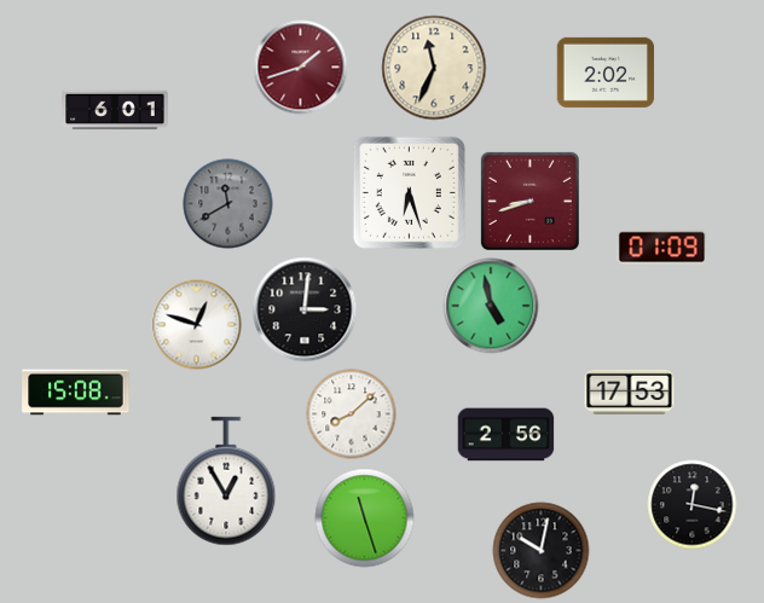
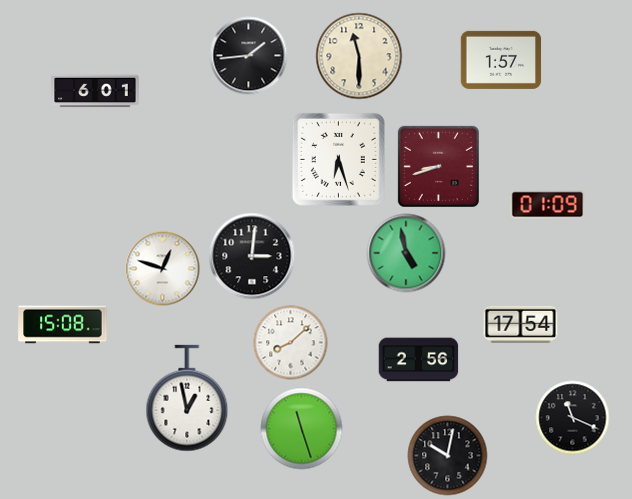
clock at (301, 68): 1:42 -> 1:44
clock at (301, 68) dial: burgundy -> black
clock at (434, 68): 11:34 -> 11:30
clock at (606, 73): 2:02 -> 1:57
clock at (228, 204): 11:40 -> none
clock at (630, 392): 17:53 -> 17:54
clock at (226, 481): 12:55 -> 12:58
clock at (693, 505): 12:17 -> 11:19
